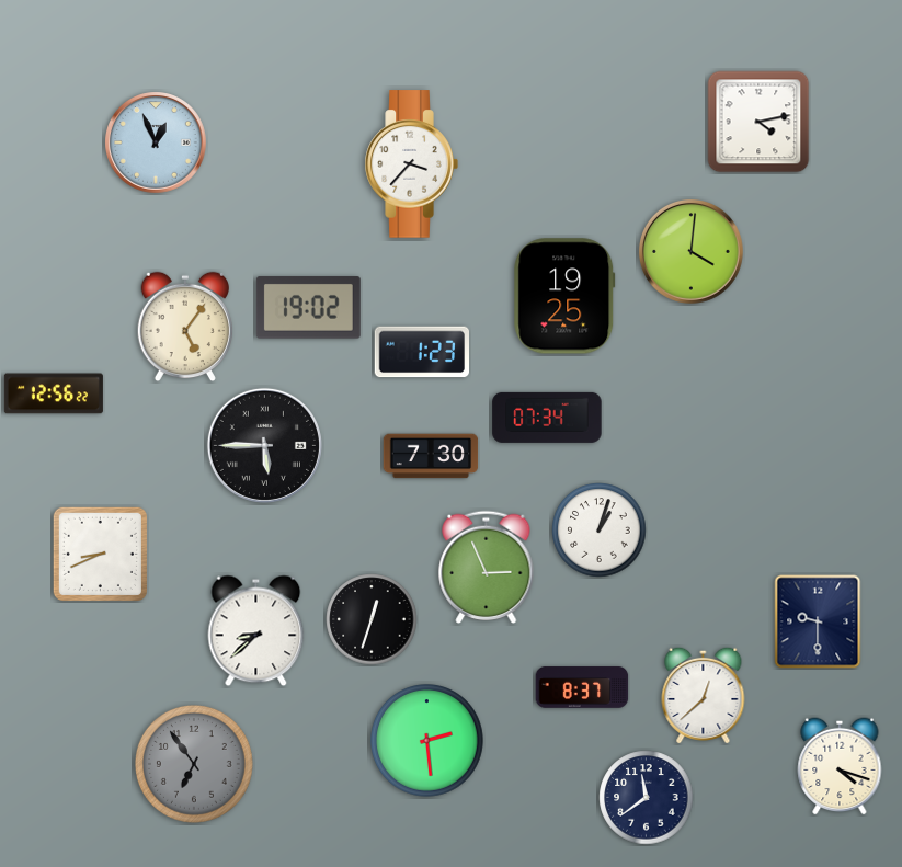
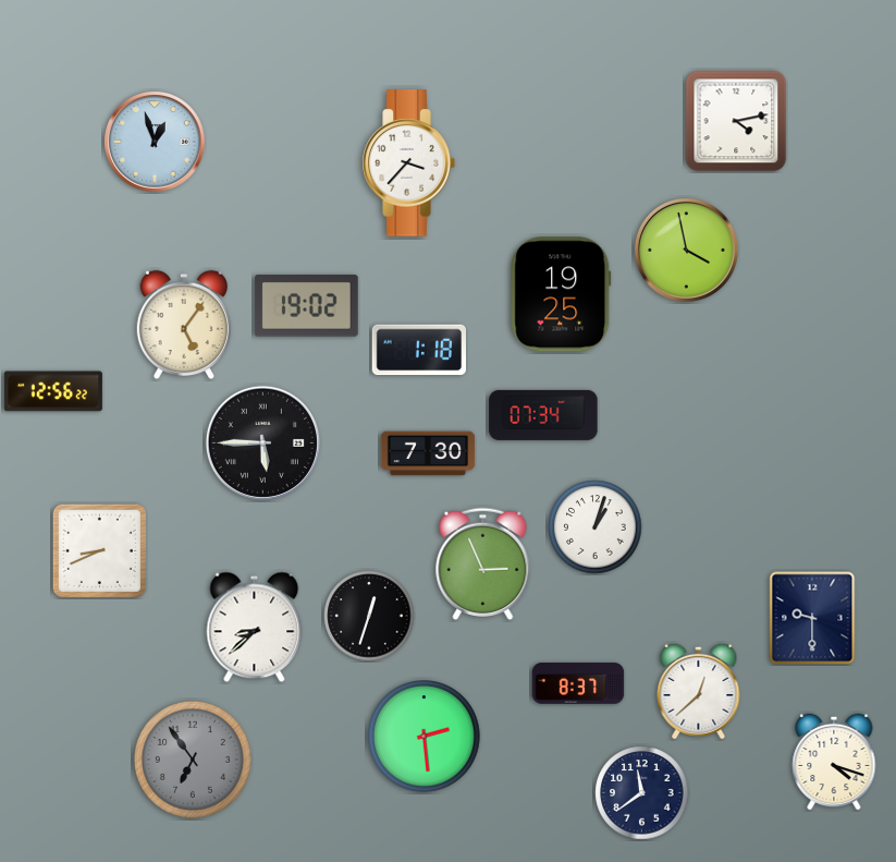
clock at (758, 122) position: (758, 122) -> (736, 121)
clock at (156, 142): 12:56 -> 12:57
clock at (690, 251): 4:01 -> 3:58
clock at (422, 352): 1:23 -> 1:18
